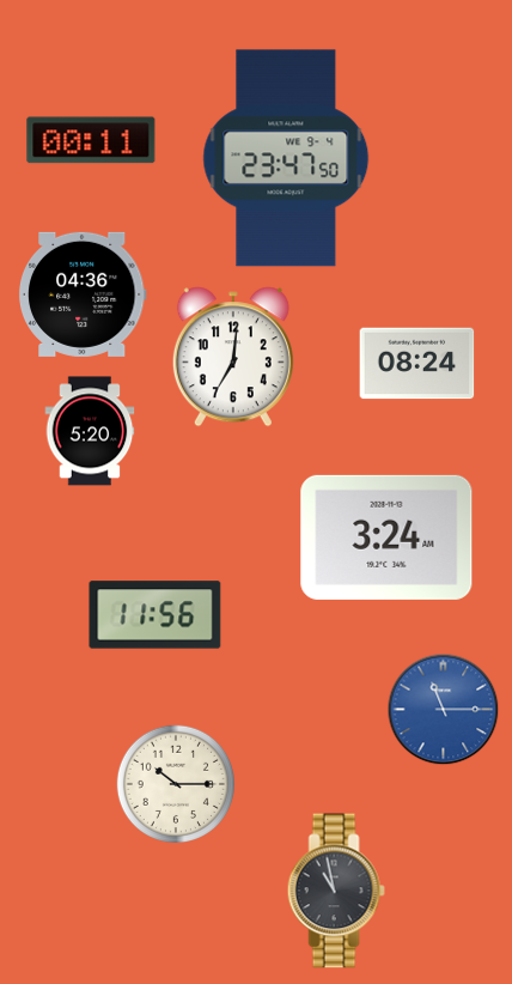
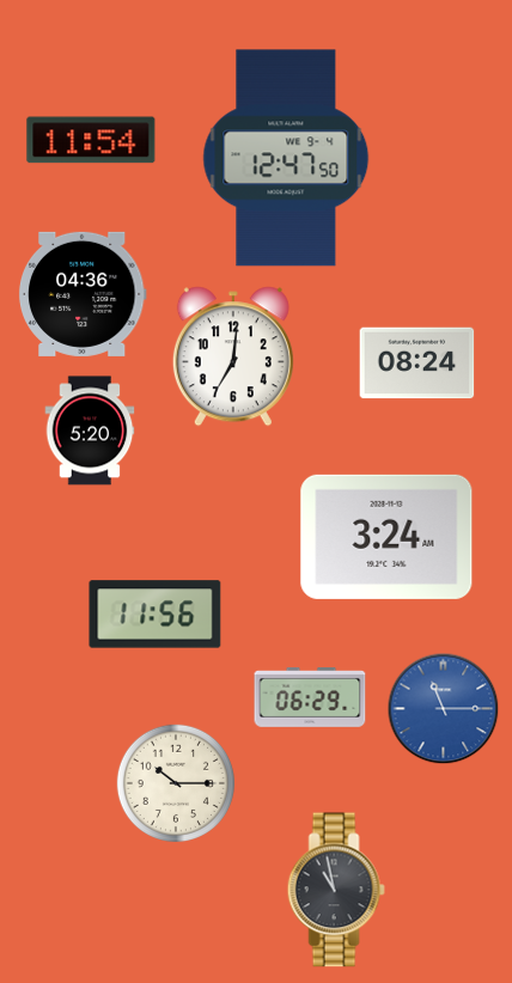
clock at (91, 140): 00:11 -> 11:54
clock at (286, 158): 23:47 -> 12:47
clock at (310, 698): none -> 06:29
